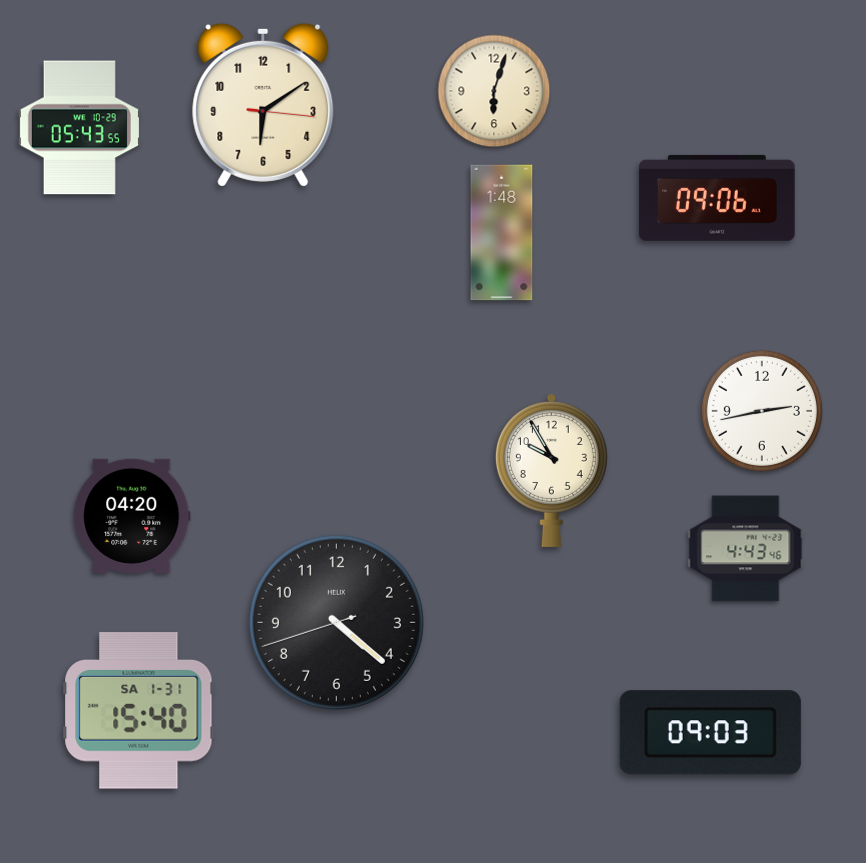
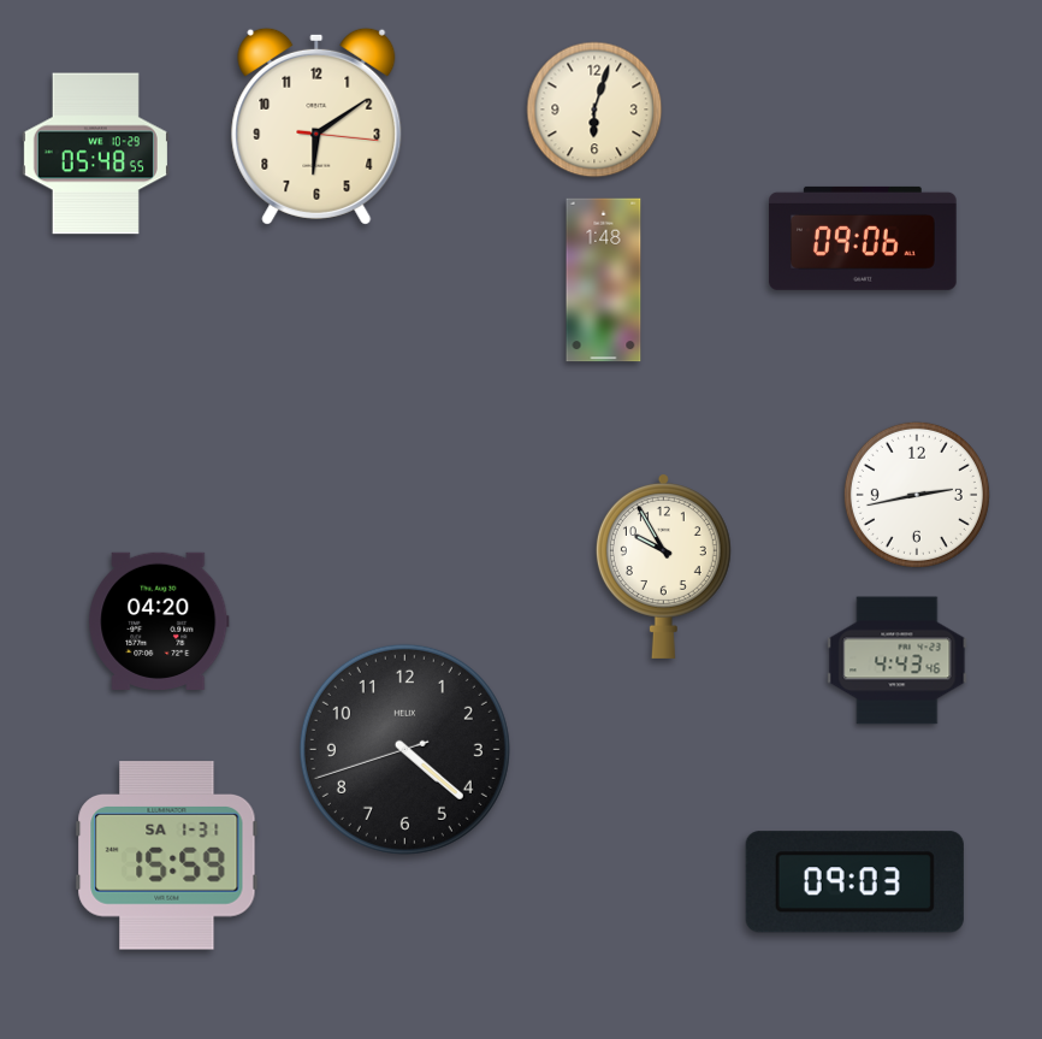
clock at (79, 128): 05:43 -> 05:48
clock at (139, 711): 15:40 -> 15:59
